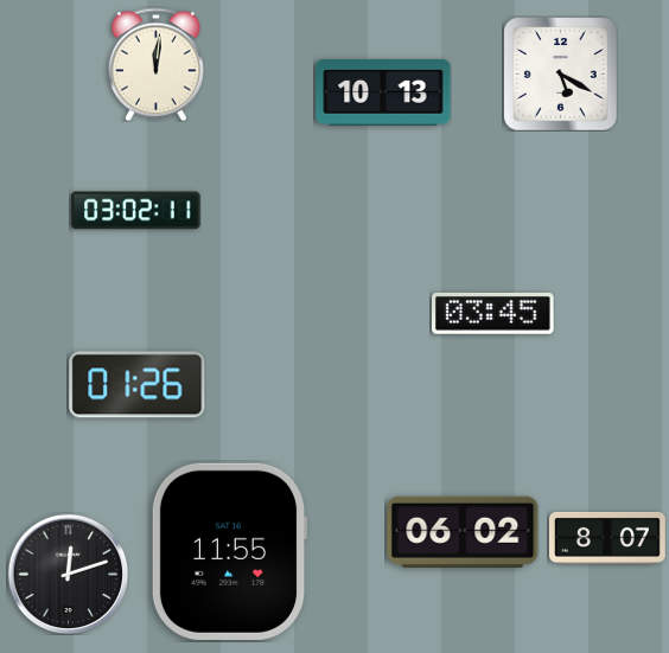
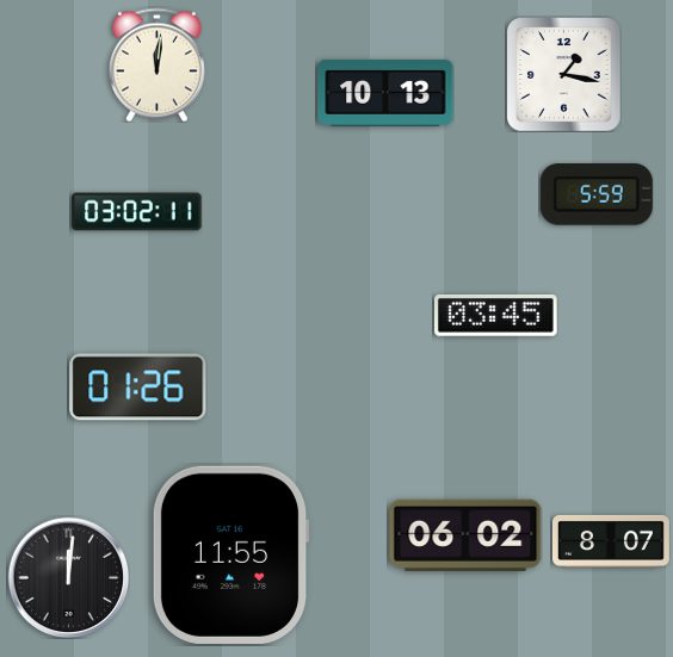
clock at (561, 75): 5:20 -> 1:17
clock at (597, 196): none -> 5:59
clock at (68, 574): 12:12 -> 12:01
